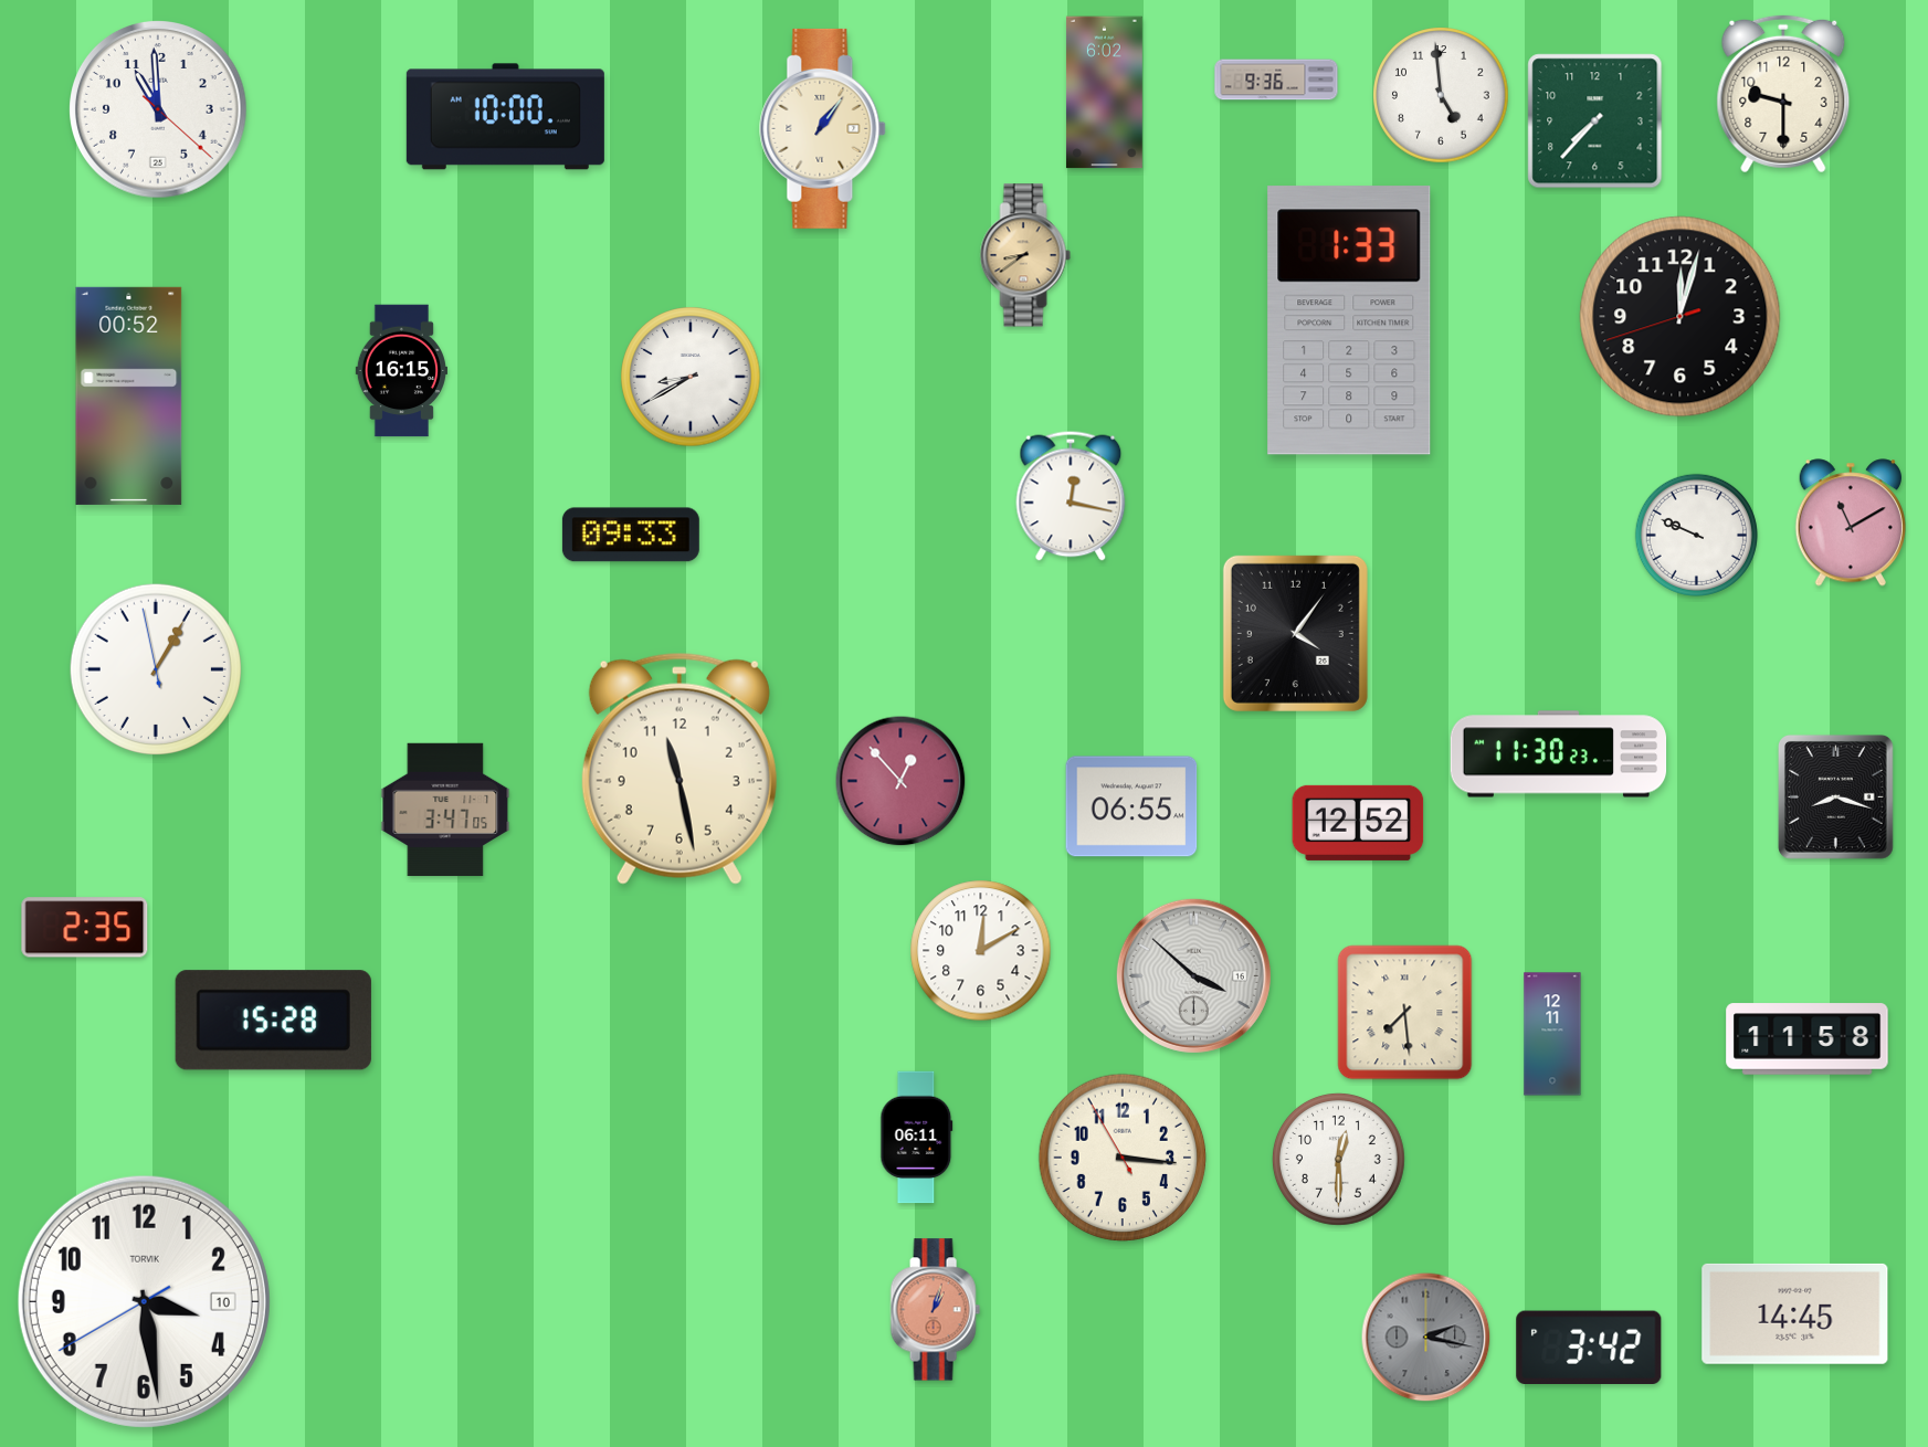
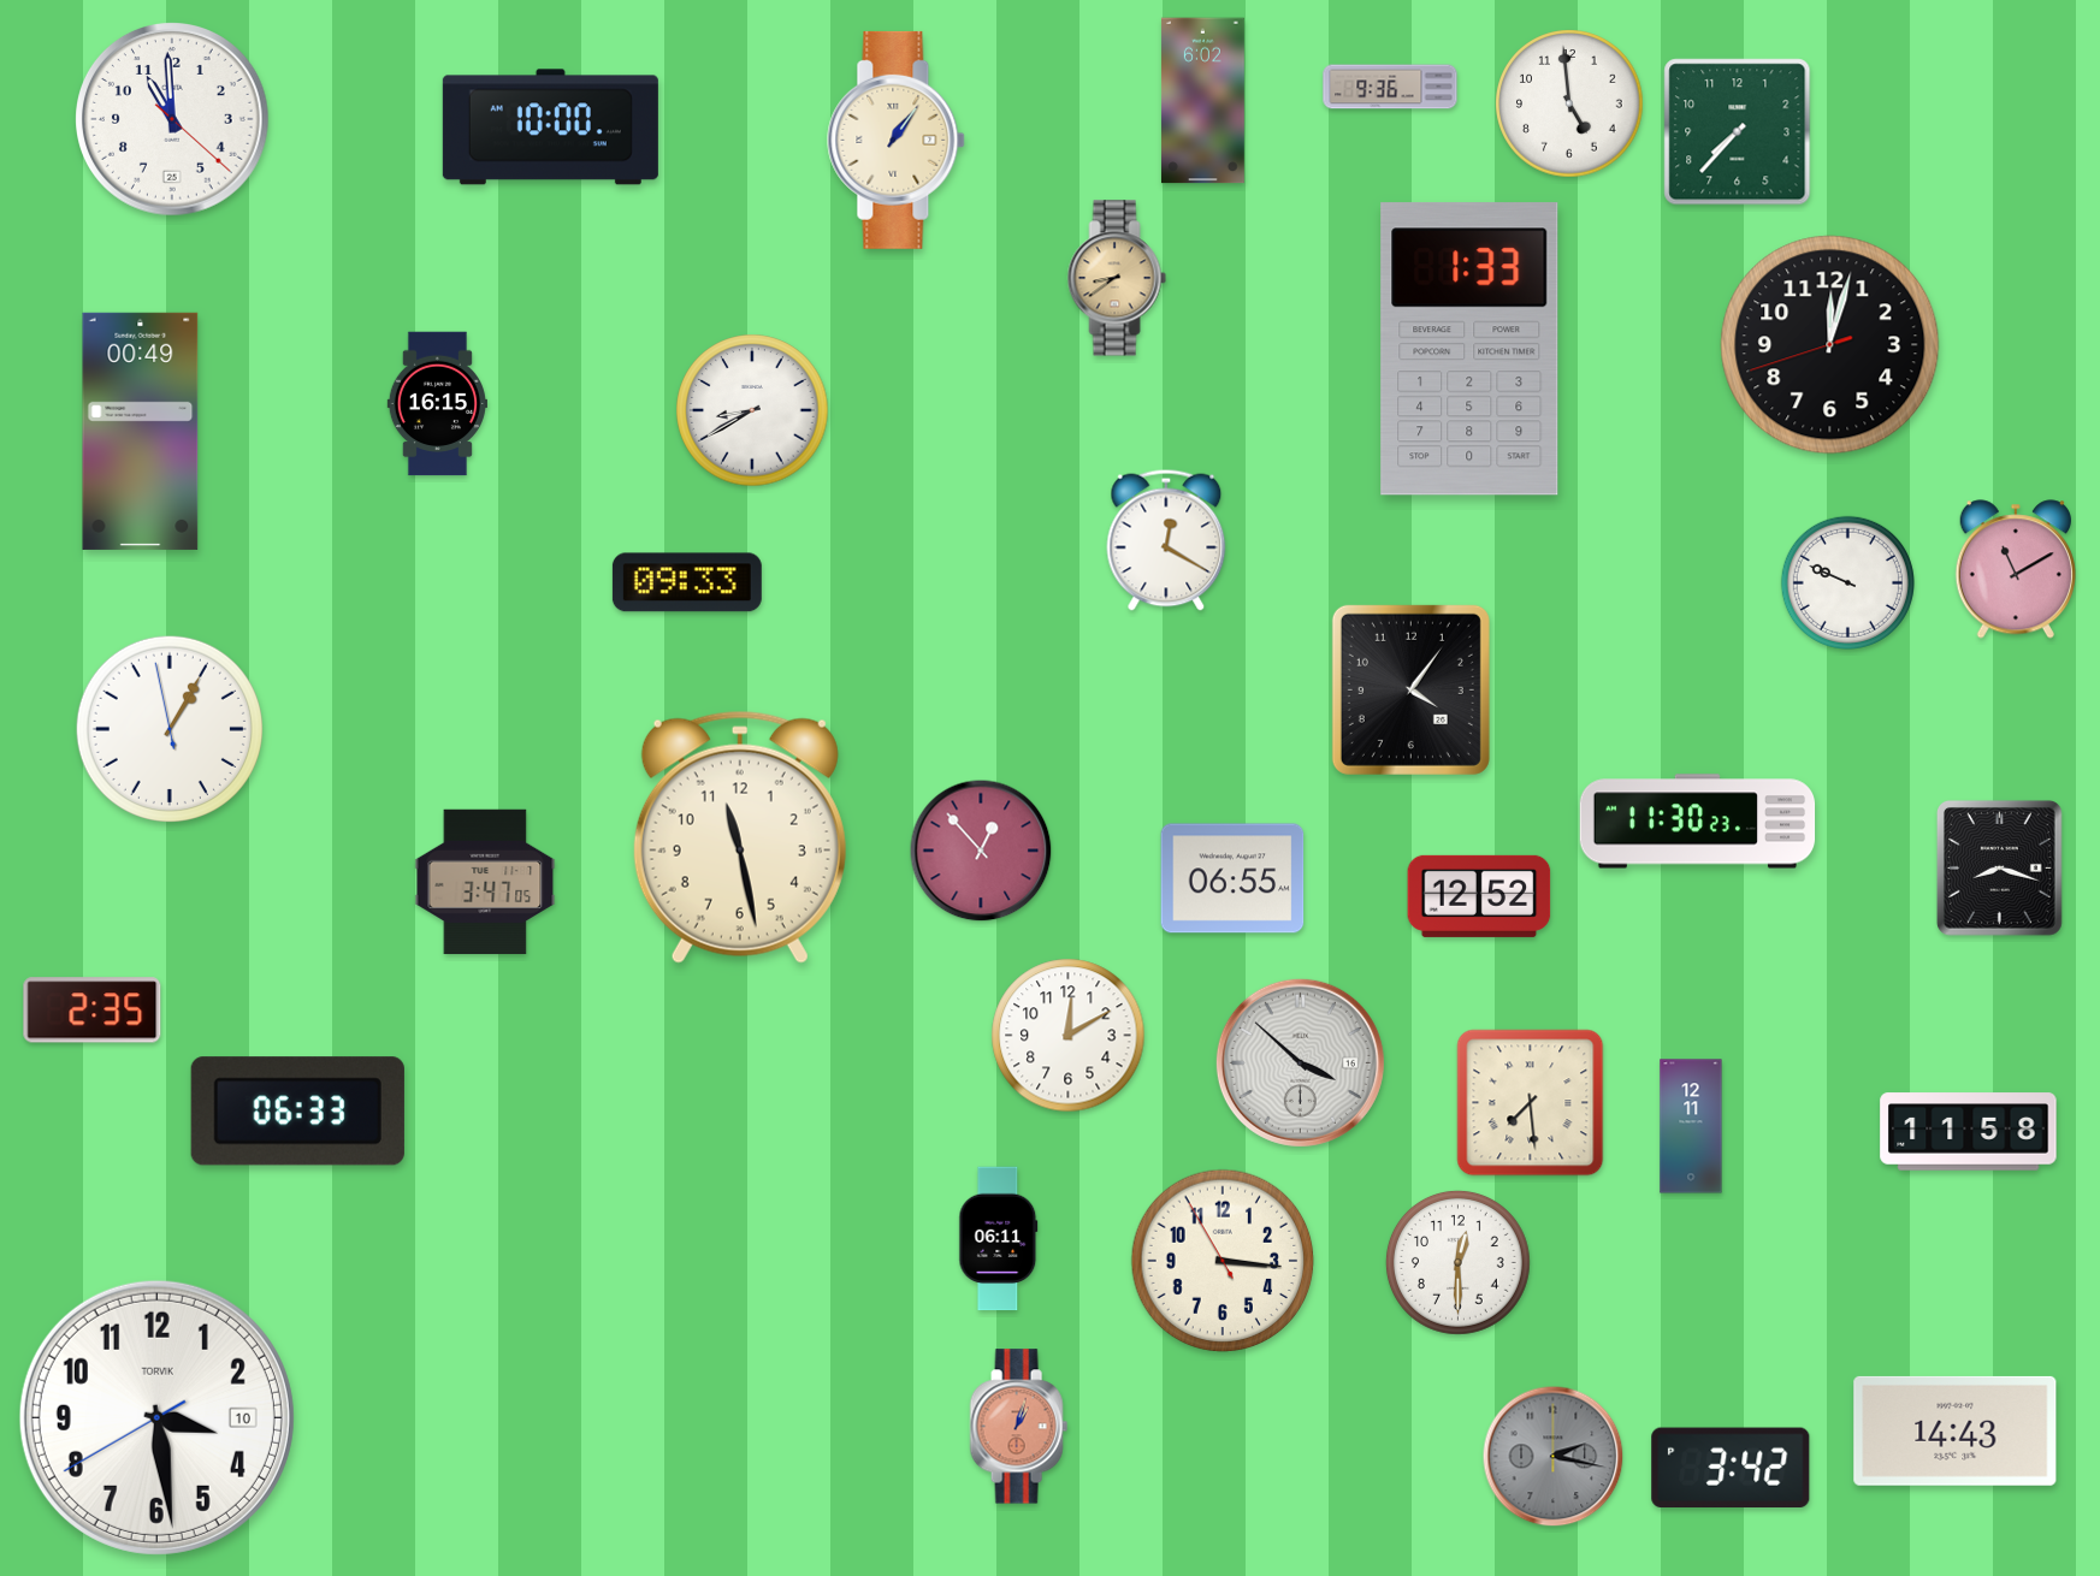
clock at (1783, 94): 9:30 -> none
clock at (129, 395): 00:52 -> 00:49
clock at (1071, 496): 12:17 -> 12:20
clock at (273, 1021): 15:28 -> 06:33
clock at (1795, 1313): 14:45 -> 14:43
